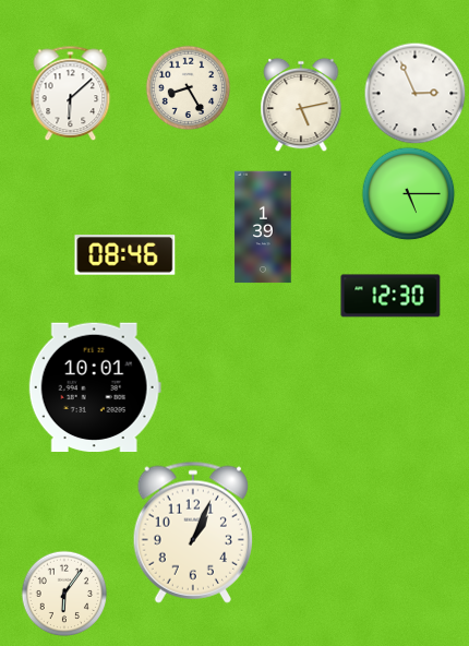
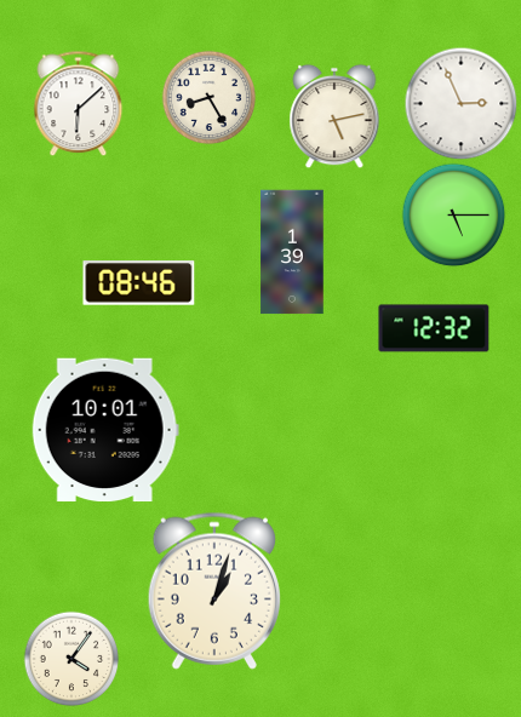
clock at (390, 296): 12:30 -> 12:32
clock at (193, 533): 1:04 -> 1:03
clock at (64, 594): 6:06 -> 4:06
